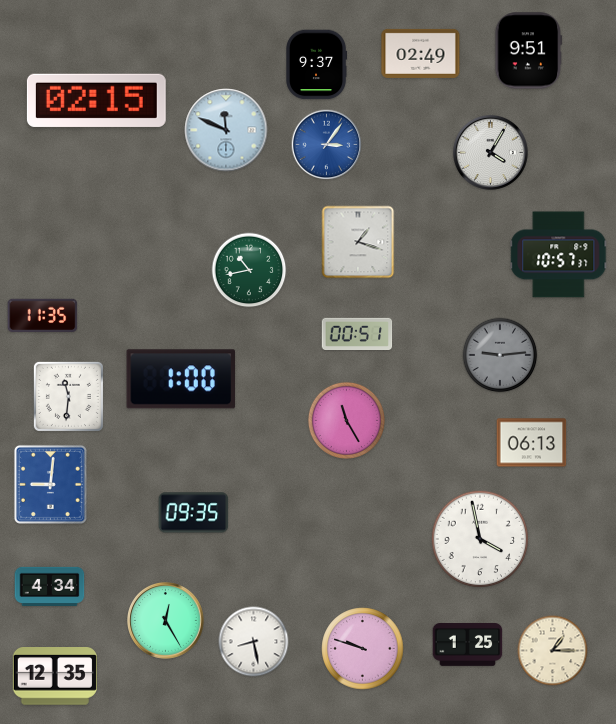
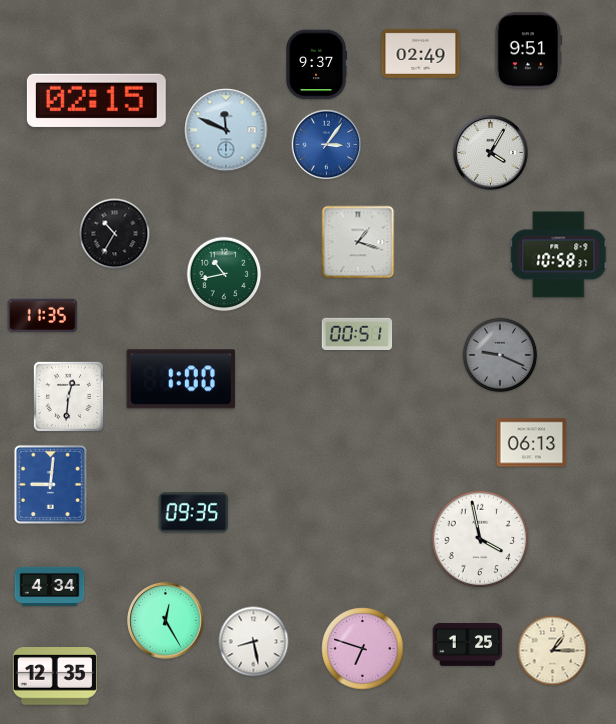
clock at (115, 234): none -> 10:35
clock at (559, 255): 10:57 -> 10:58
clock at (249, 270) position: (249, 270) -> (224, 274)
clock at (500, 355): 9:14 -> 9:19
clock at (68, 396): 11:31 -> 12:31
clock at (346, 420): 11:25 -> none
clock at (363, 649): 9:48 -> 6:48
